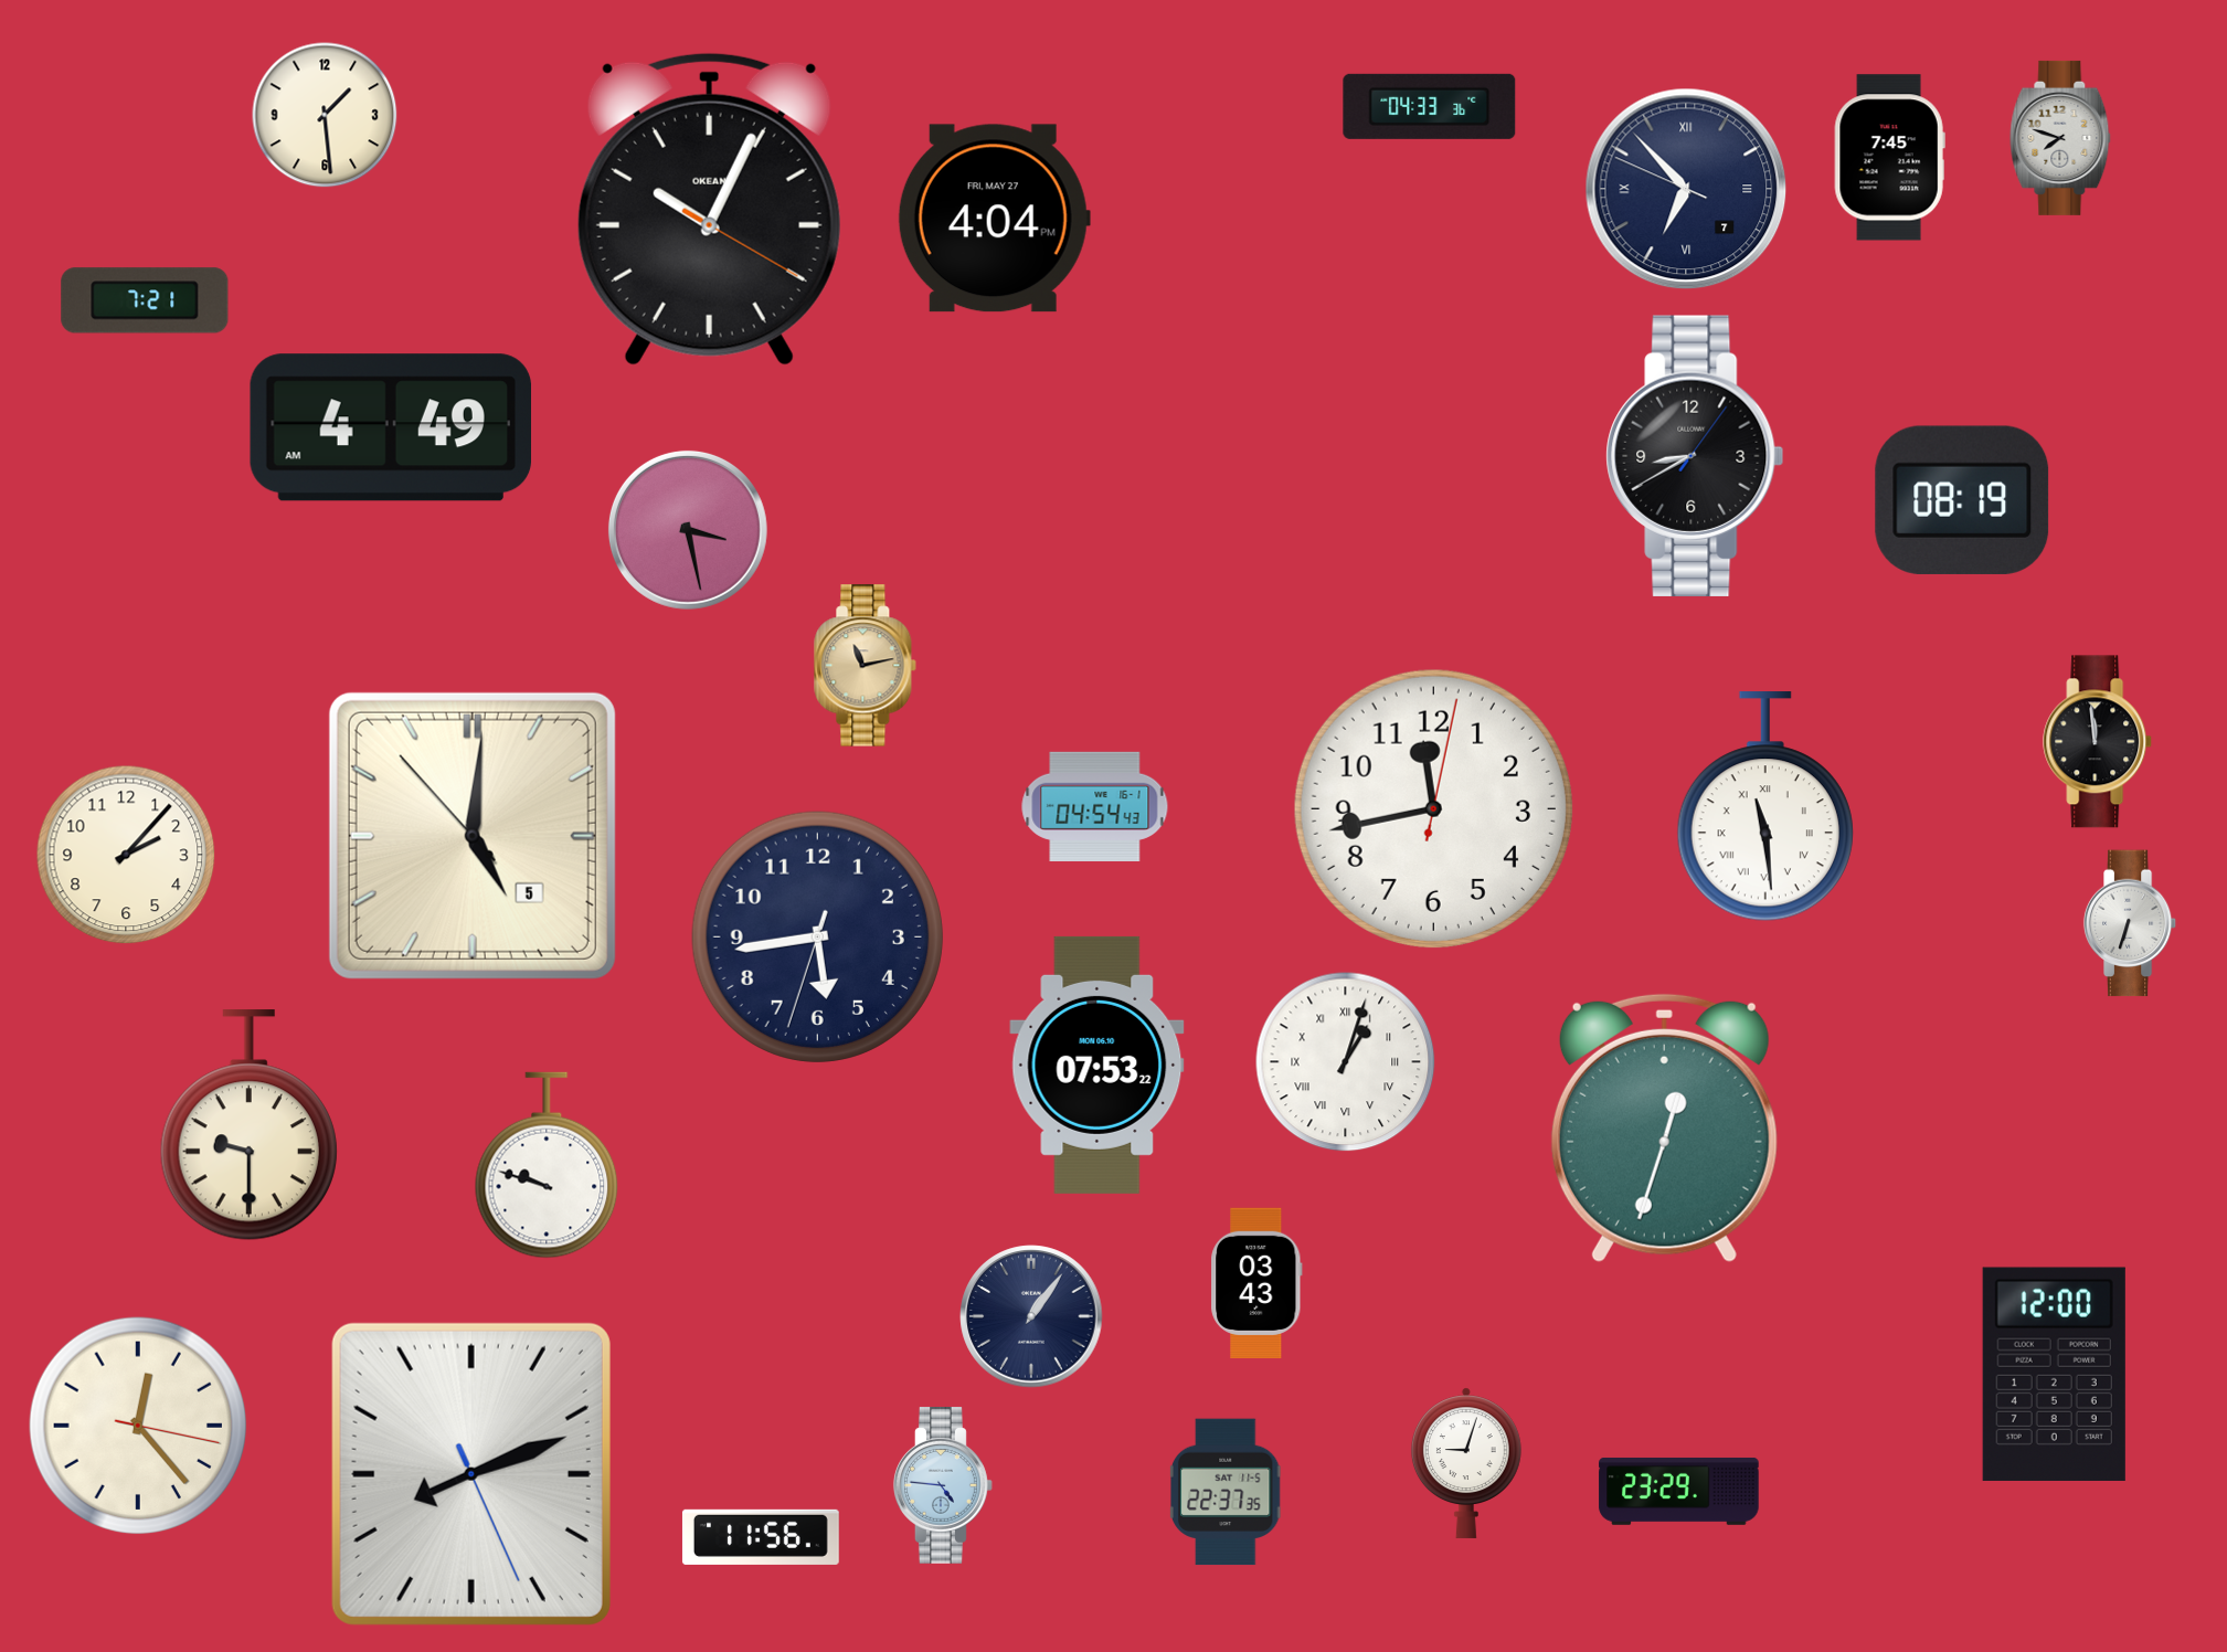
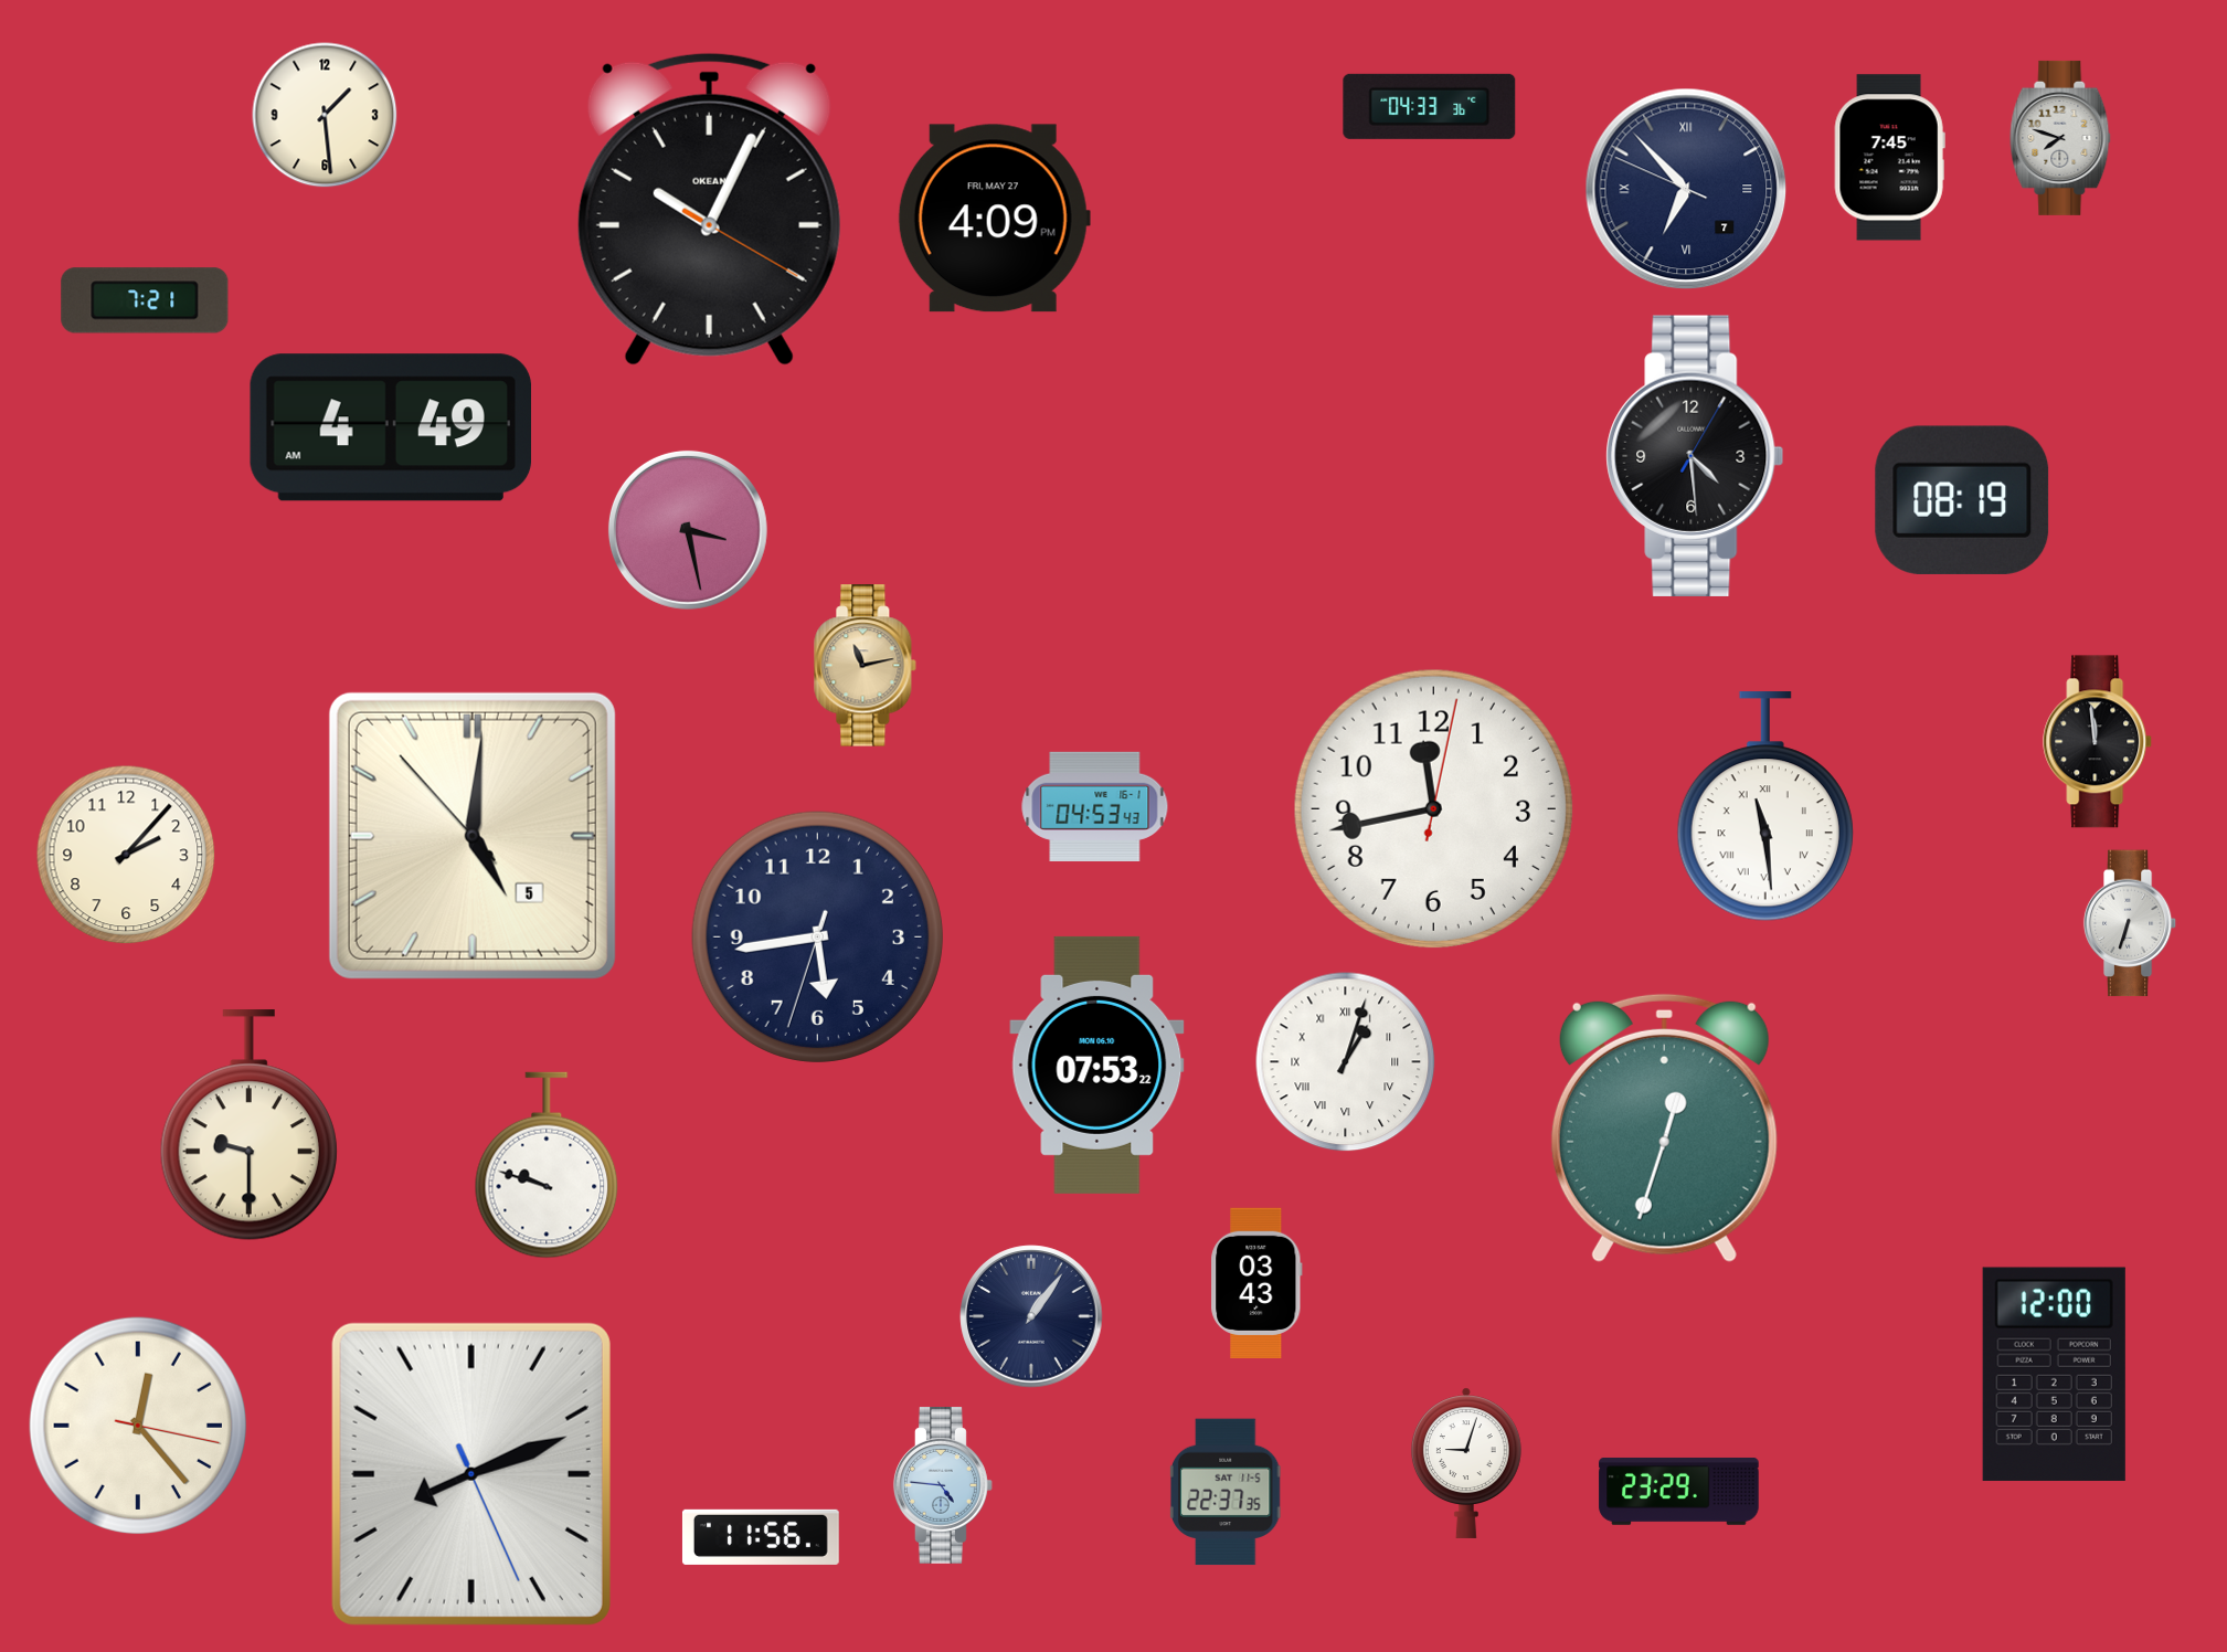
clock at (994, 219): 4:04 -> 4:09
clock at (1695, 455): 8:40 -> 4:29
clock at (1095, 806): 04:54 -> 04:53
